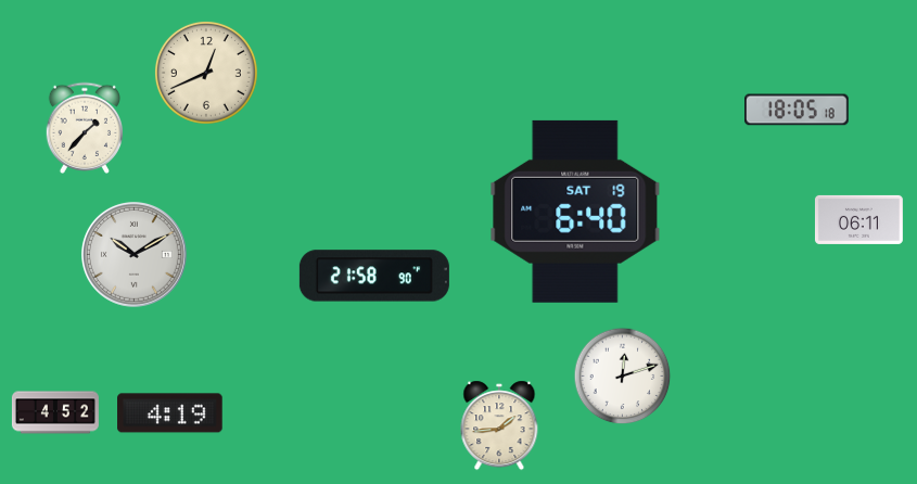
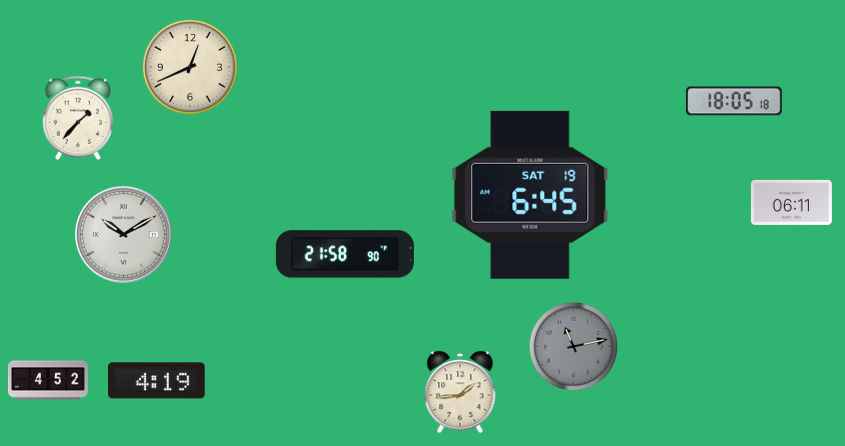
clock at (575, 212): 6:40 -> 6:45
clock at (623, 377): 12:12 -> 11:13
clock at (623, 377) dial: white -> grey
clock at (55, 412) position: (55, 412) -> (48, 380)
